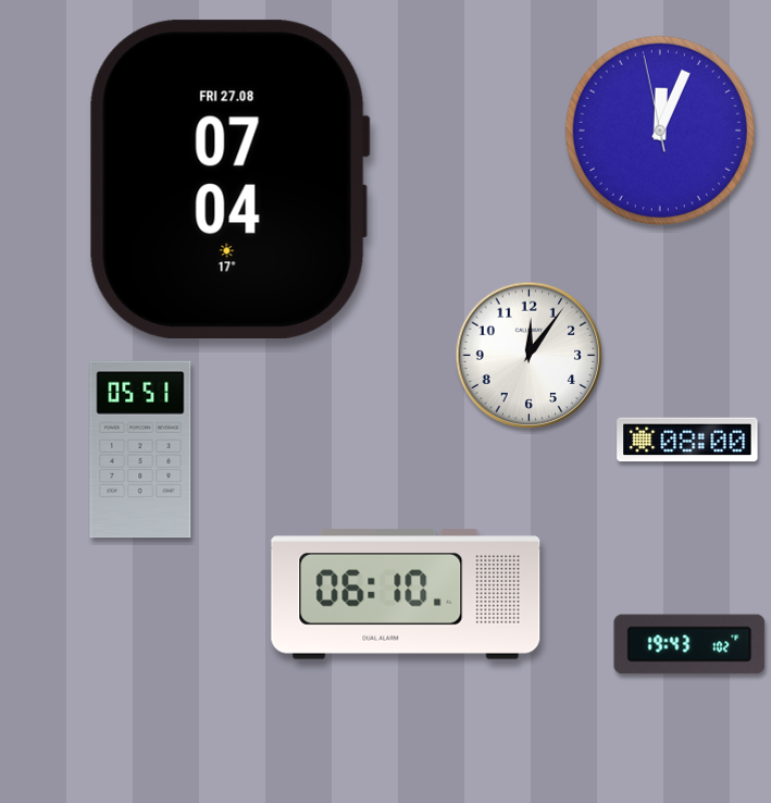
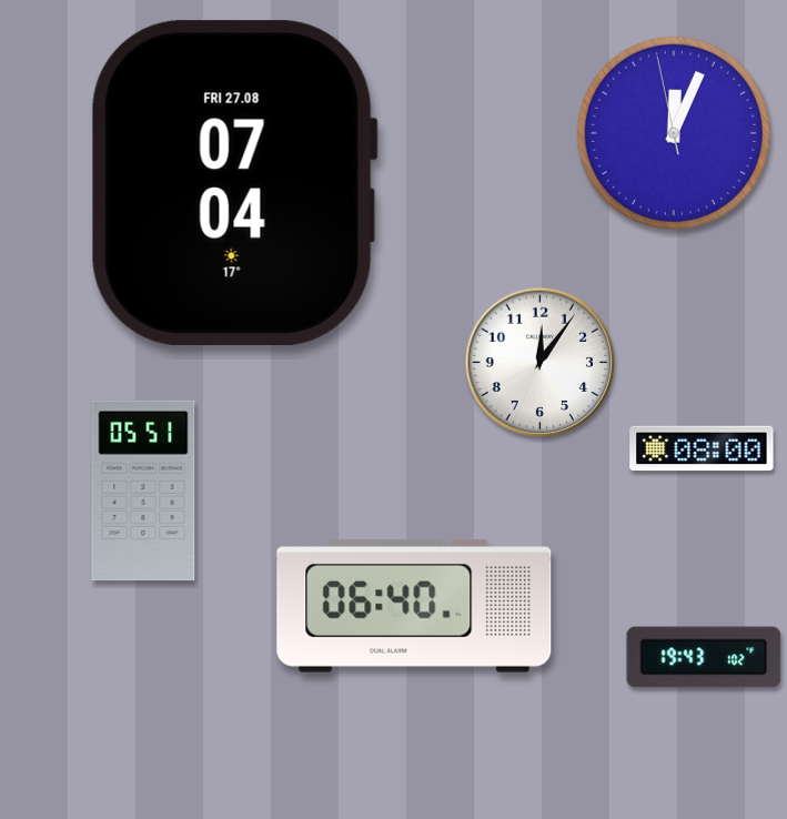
clock at (140, 449) position: (140, 449) -> (143, 491)
clock at (406, 594): 06:10 -> 06:40
